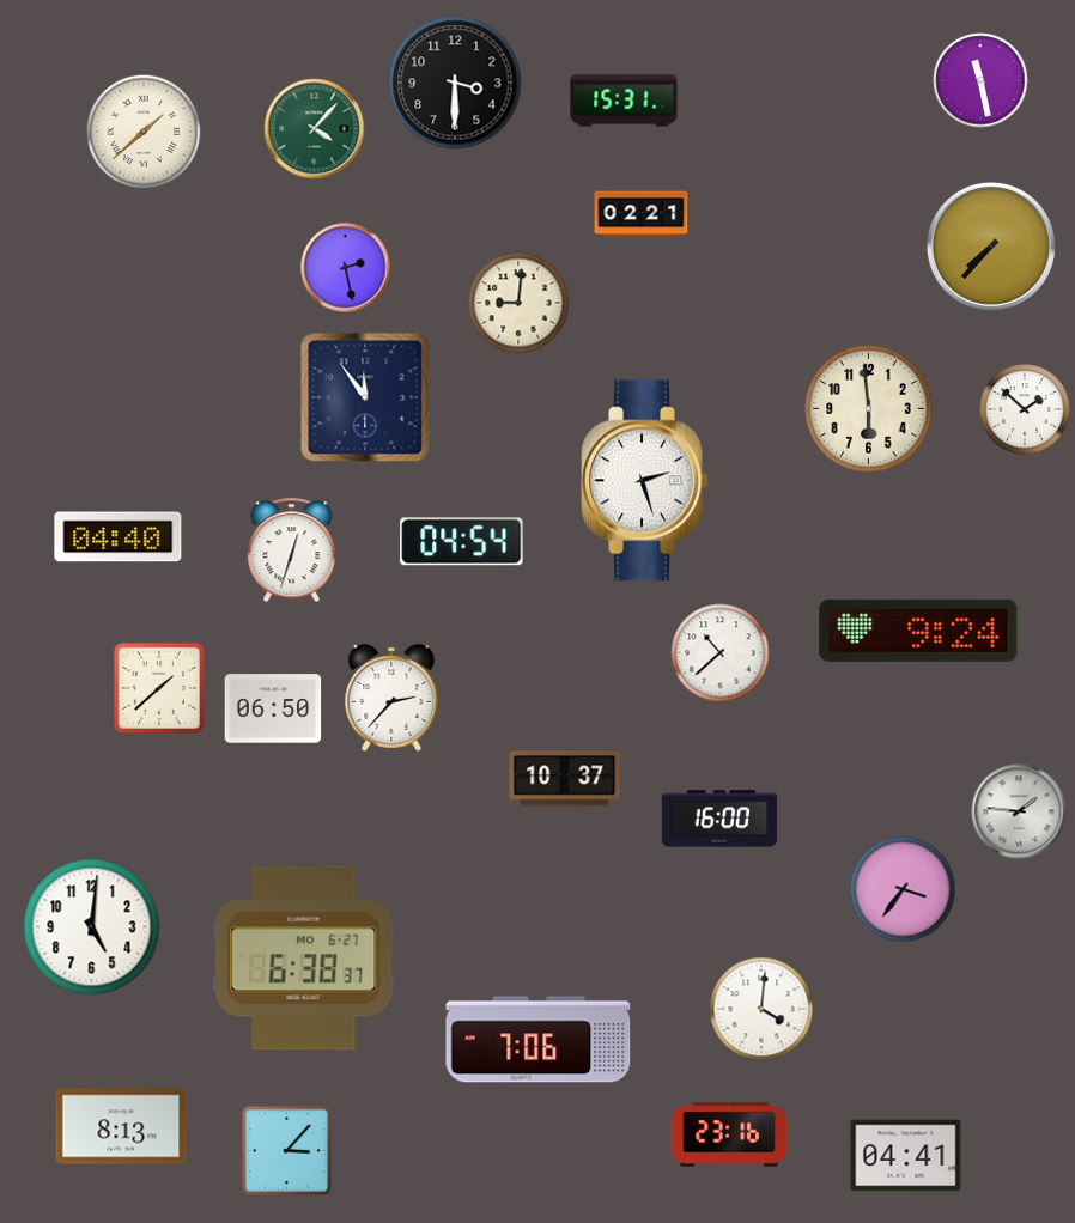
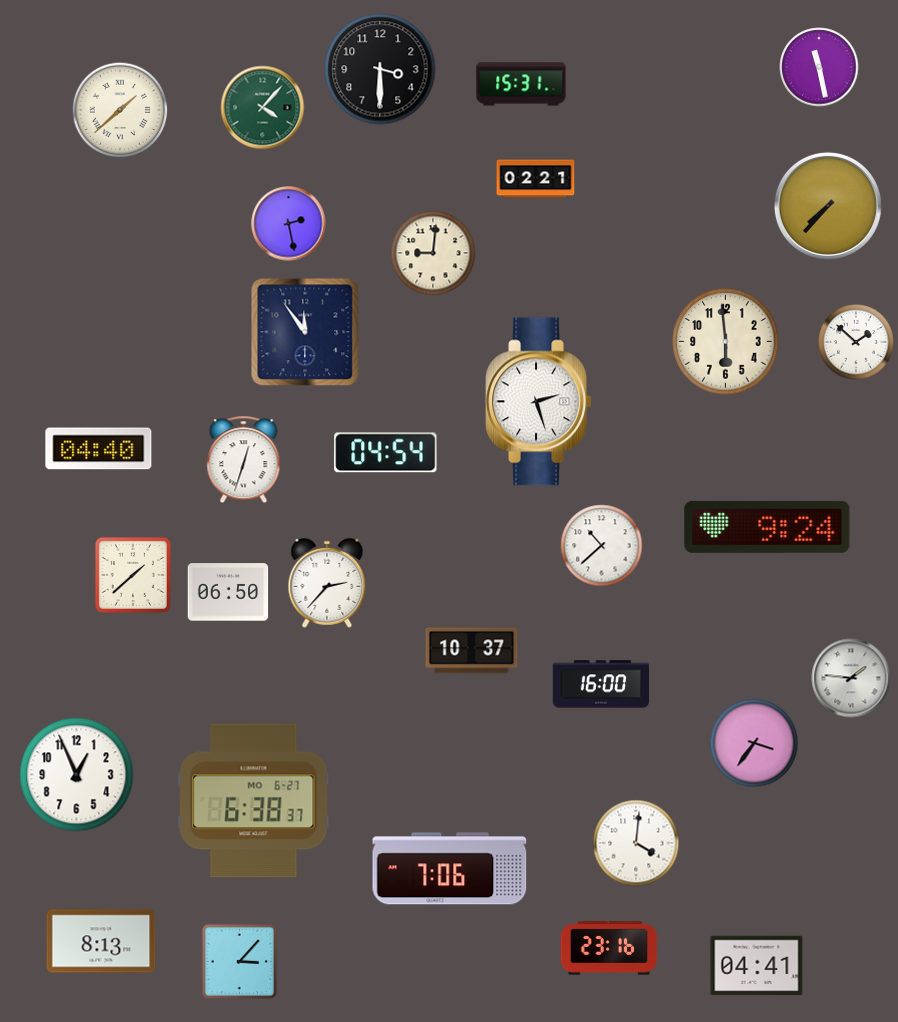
clock at (92, 927): 5:01 -> 12:56
